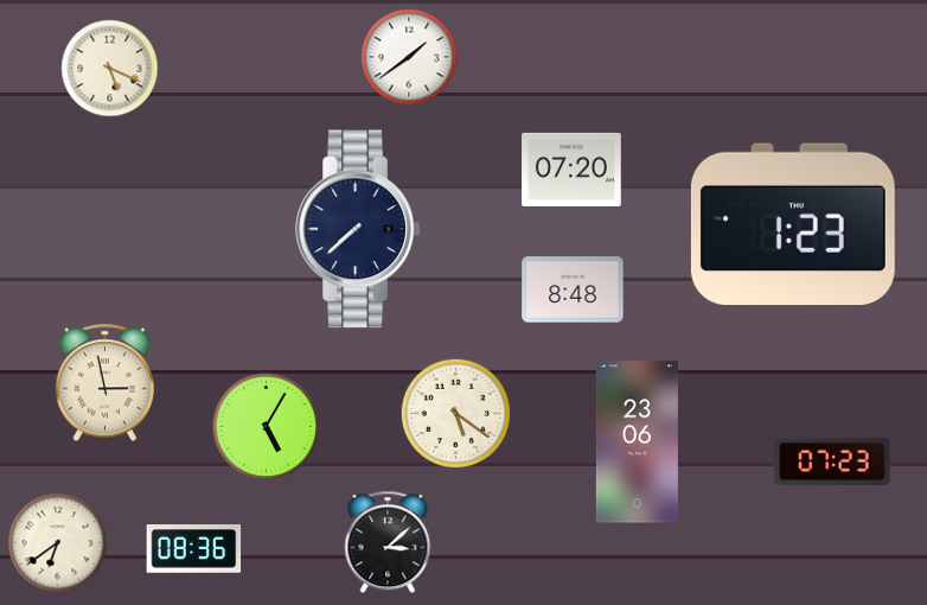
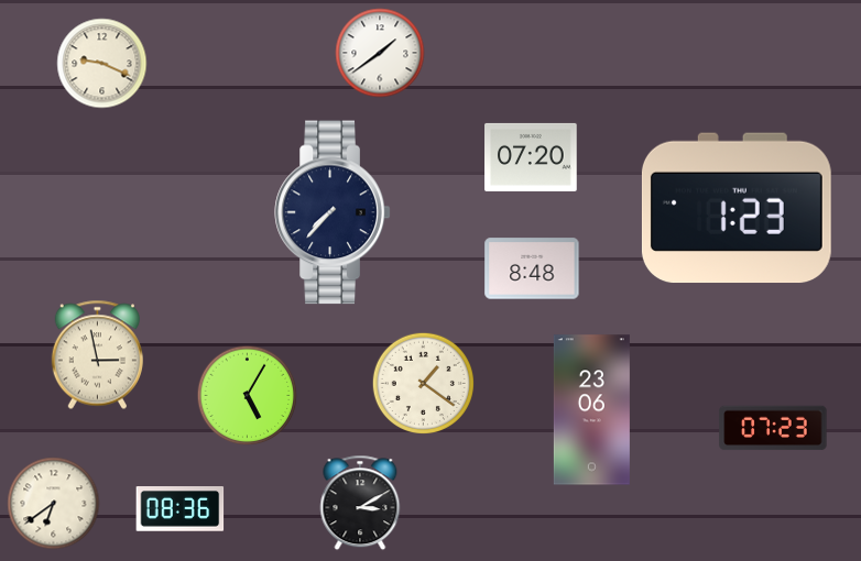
clock at (110, 69): 5:19 -> 9:19
clock at (358, 229): 7:38 -> 7:37
clock at (455, 413): 5:21 -> 1:21
clock at (388, 542): 3:08 -> 3:10
